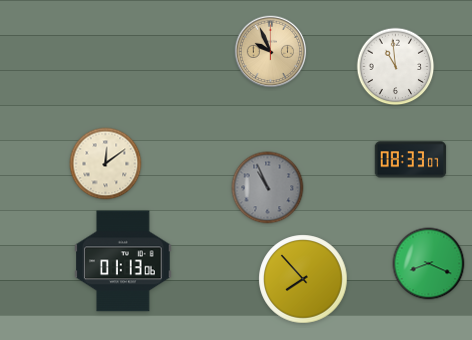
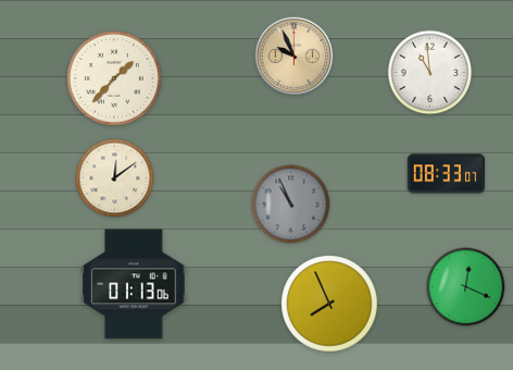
clock at (115, 79): none -> 1:37
clock at (429, 264): 8:19 -> 12:19
clock at (303, 279): 7:53 -> 7:56
